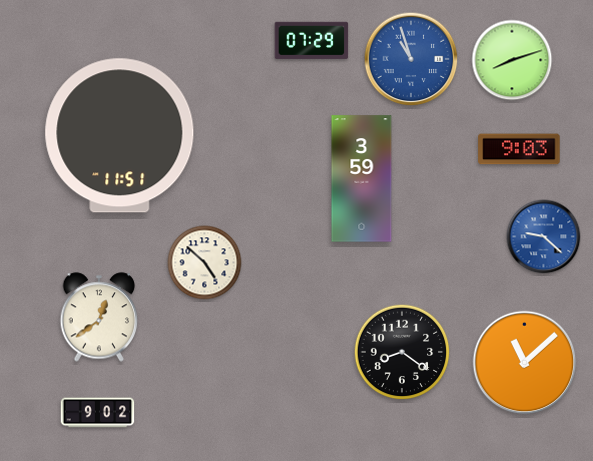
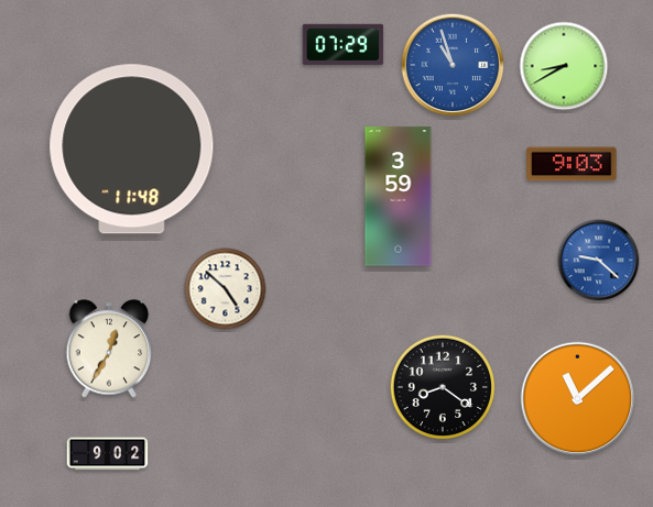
clock at (512, 60): 8:12 -> 8:40
clock at (120, 136): 11:51 -> 11:48
clock at (99, 317): 12:39 -> 12:35
